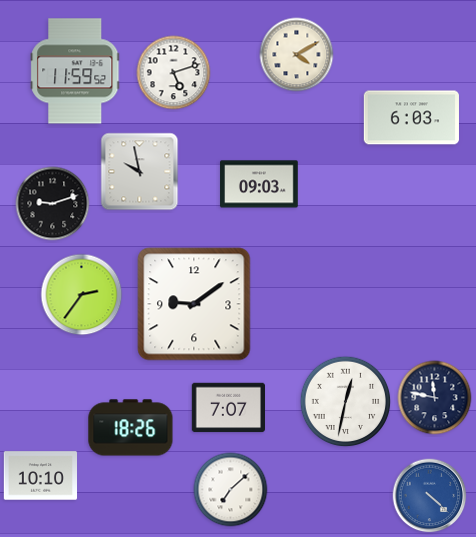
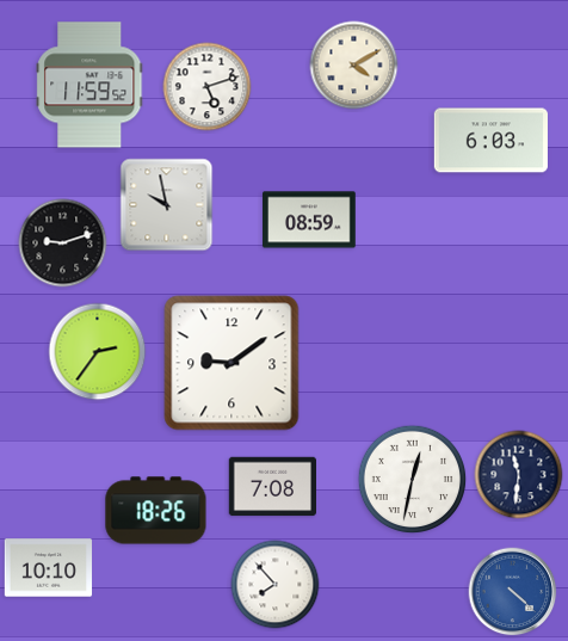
clock at (259, 184): 09:03 -> 08:59
clock at (435, 398): 11:47 -> 11:31
clock at (228, 408): 7:07 -> 7:08
clock at (231, 490): 7:08 -> 7:53
